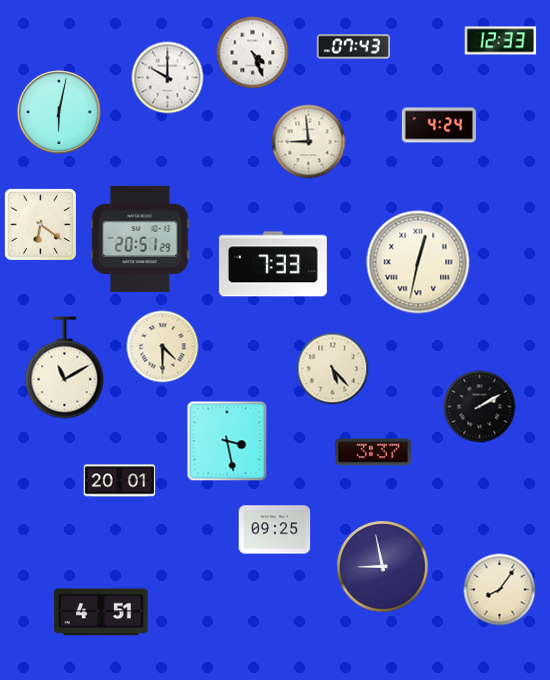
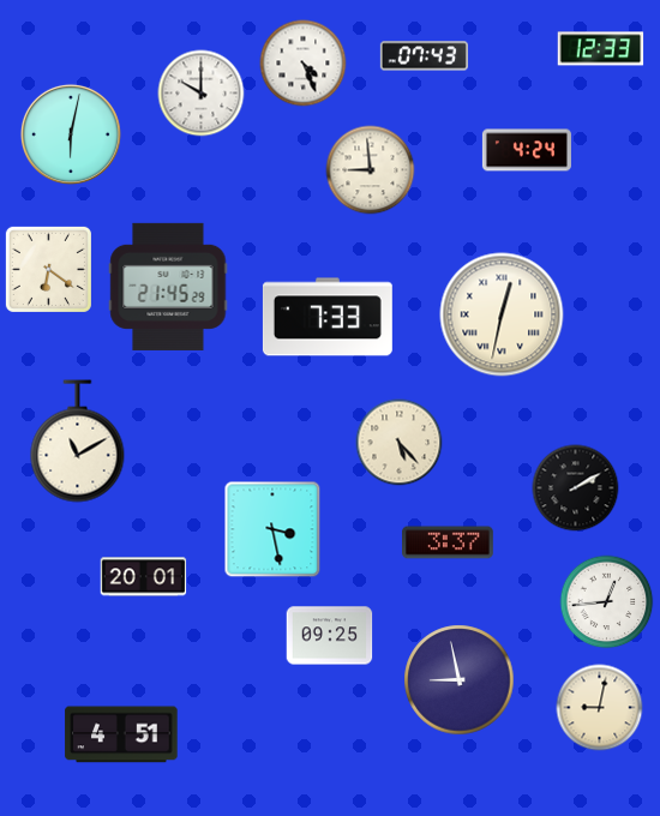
clock at (140, 239): 20:51 -> 21:45
clock at (163, 347): 4:30 -> none
clock at (607, 602): none -> 12:44
clock at (500, 590): 8:06 -> 9:02
